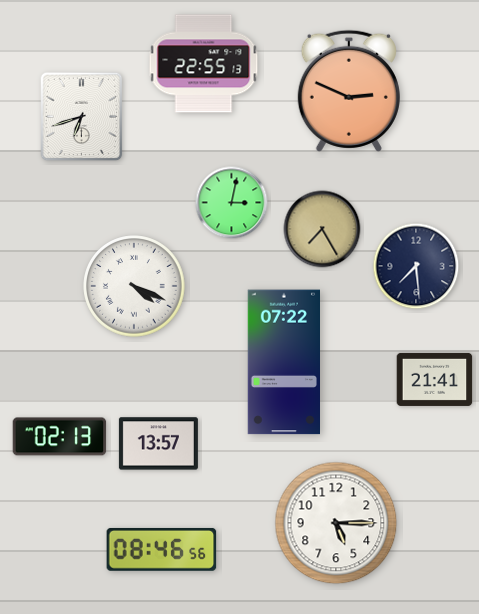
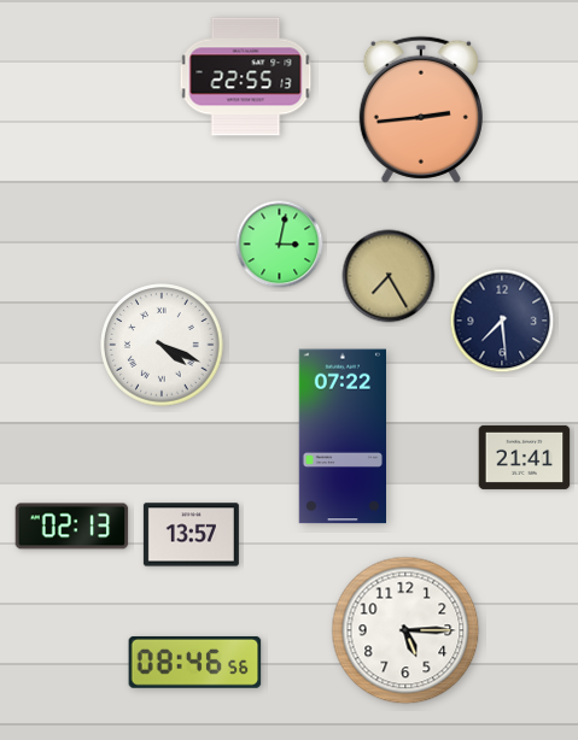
clock at (349, 91): 2:49 -> 2:44
clock at (82, 117): 6:42 -> none
